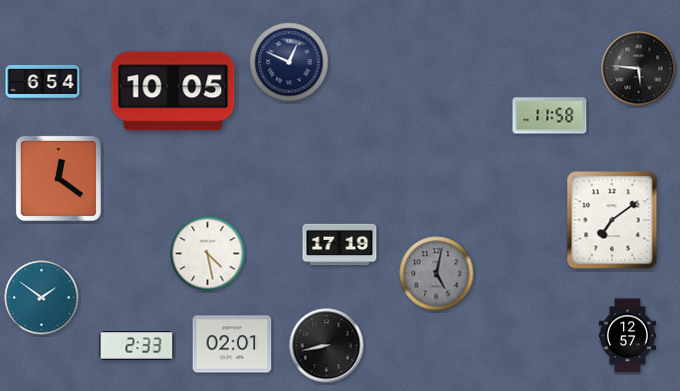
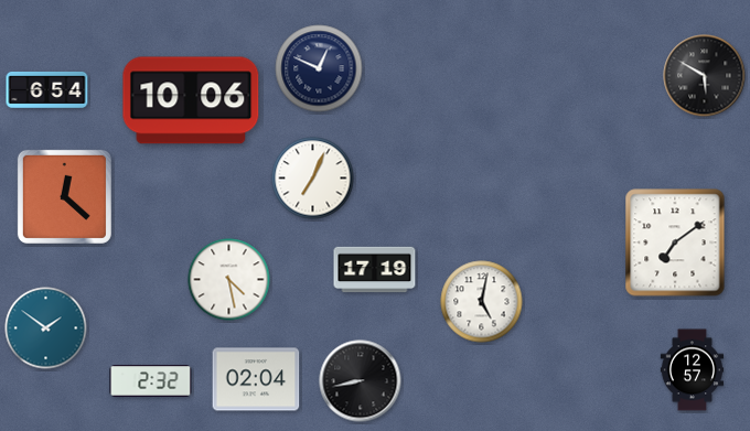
clock at (639, 69): 5:46 -> 5:50
clock at (173, 91): 10:05 -> 10:06
clock at (550, 116): 11:58 -> none
clock at (313, 179): none -> 7:04
clock at (58, 178): 12:21 -> 12:22
clock at (437, 274) dial: grey -> white
clock at (232, 344): 02:01 -> 02:04
clock at (137, 346): 2:33 -> 2:32
